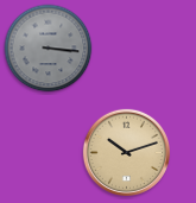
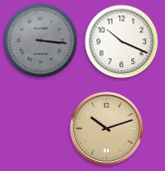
clock at (122, 42): none -> 10:19
